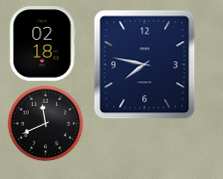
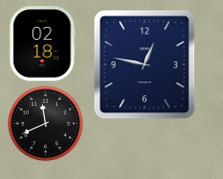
clock at (145, 65): 7:47 -> 12:47
